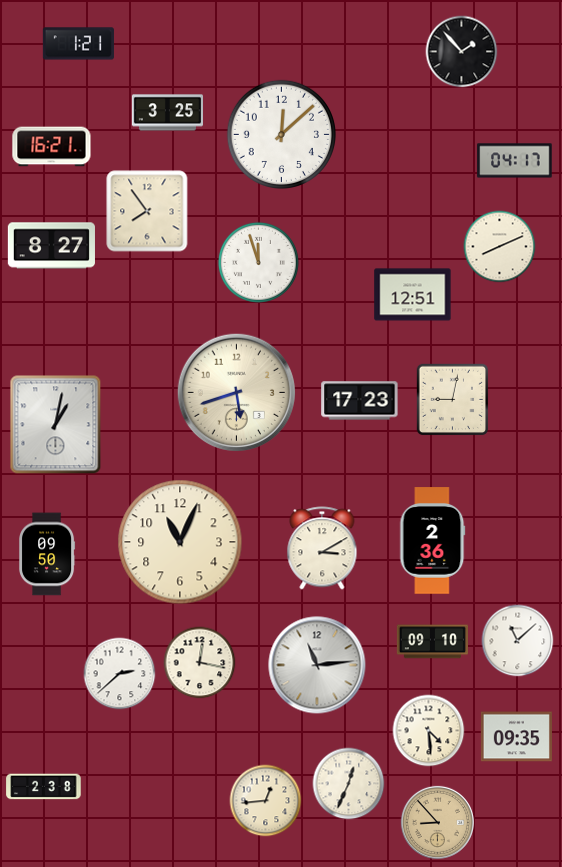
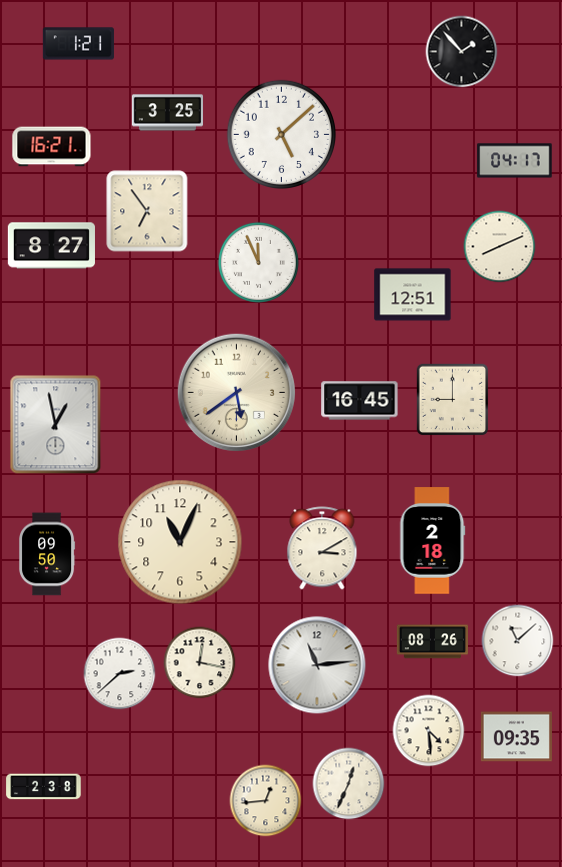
clock at (281, 134): 12:08 -> 5:08
clock at (147, 211): 7:54 -> 6:54
clock at (258, 262): 11:57 -> 11:56
clock at (237, 393): 5:42 -> 5:39
clock at (453, 400): 9:02 -> 9:00
clock at (360, 401): 17:23 -> 16:45
clock at (56, 425): 1:02 -> 12:58
clock at (433, 541): 2:36 -> 2:18
clock at (432, 642): 09:10 -> 08:26
clock at (437, 822): 8:53 -> none
